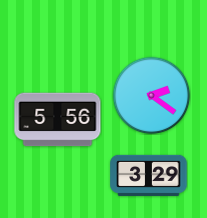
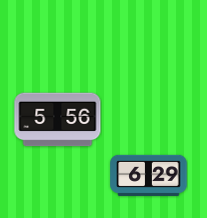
clock at (151, 95): 2:21 -> none
clock at (149, 175): 3:29 -> 6:29
